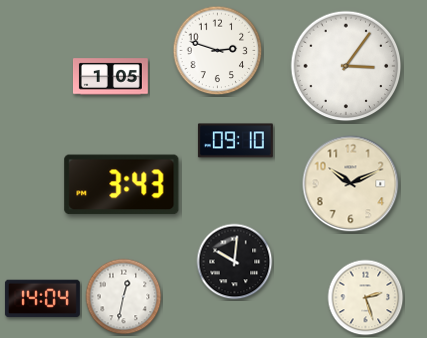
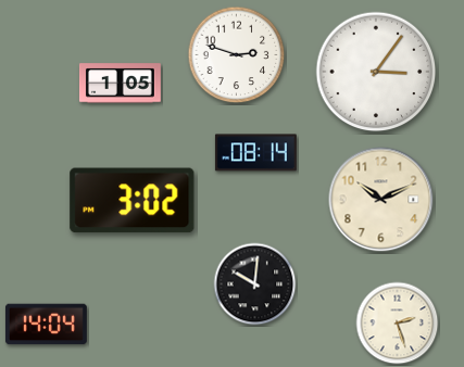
clock at (235, 141): 09:10 -> 08:14
clock at (122, 185): 3:43 -> 3:02
clock at (124, 297): 12:32 -> none
